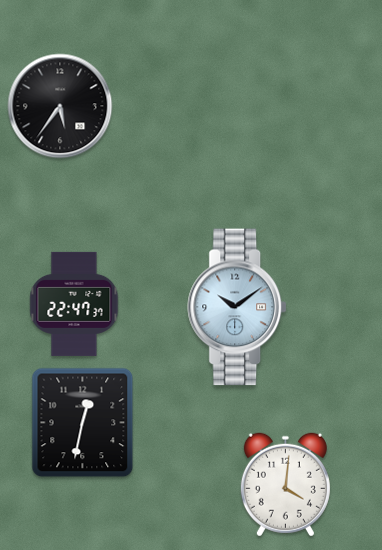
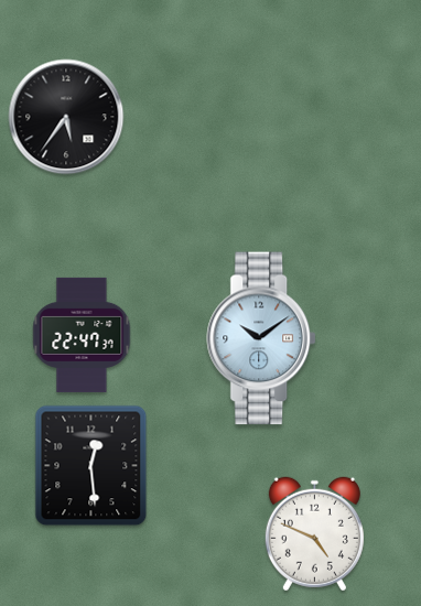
clock at (83, 423): 12:32 -> 12:29
clock at (285, 485): 4:01 -> 4:49
